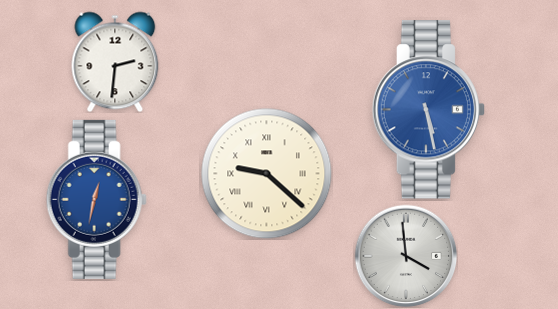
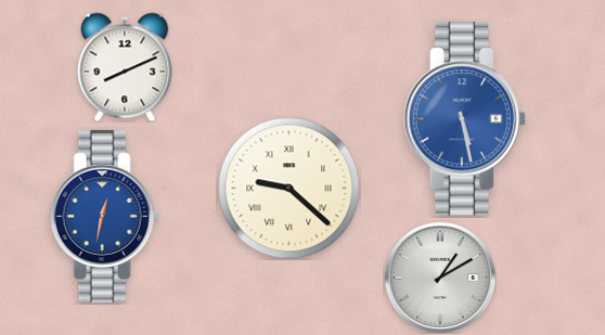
clock at (115, 62): 2:31 -> 8:11
clock at (406, 256): 3:59 -> 1:10
